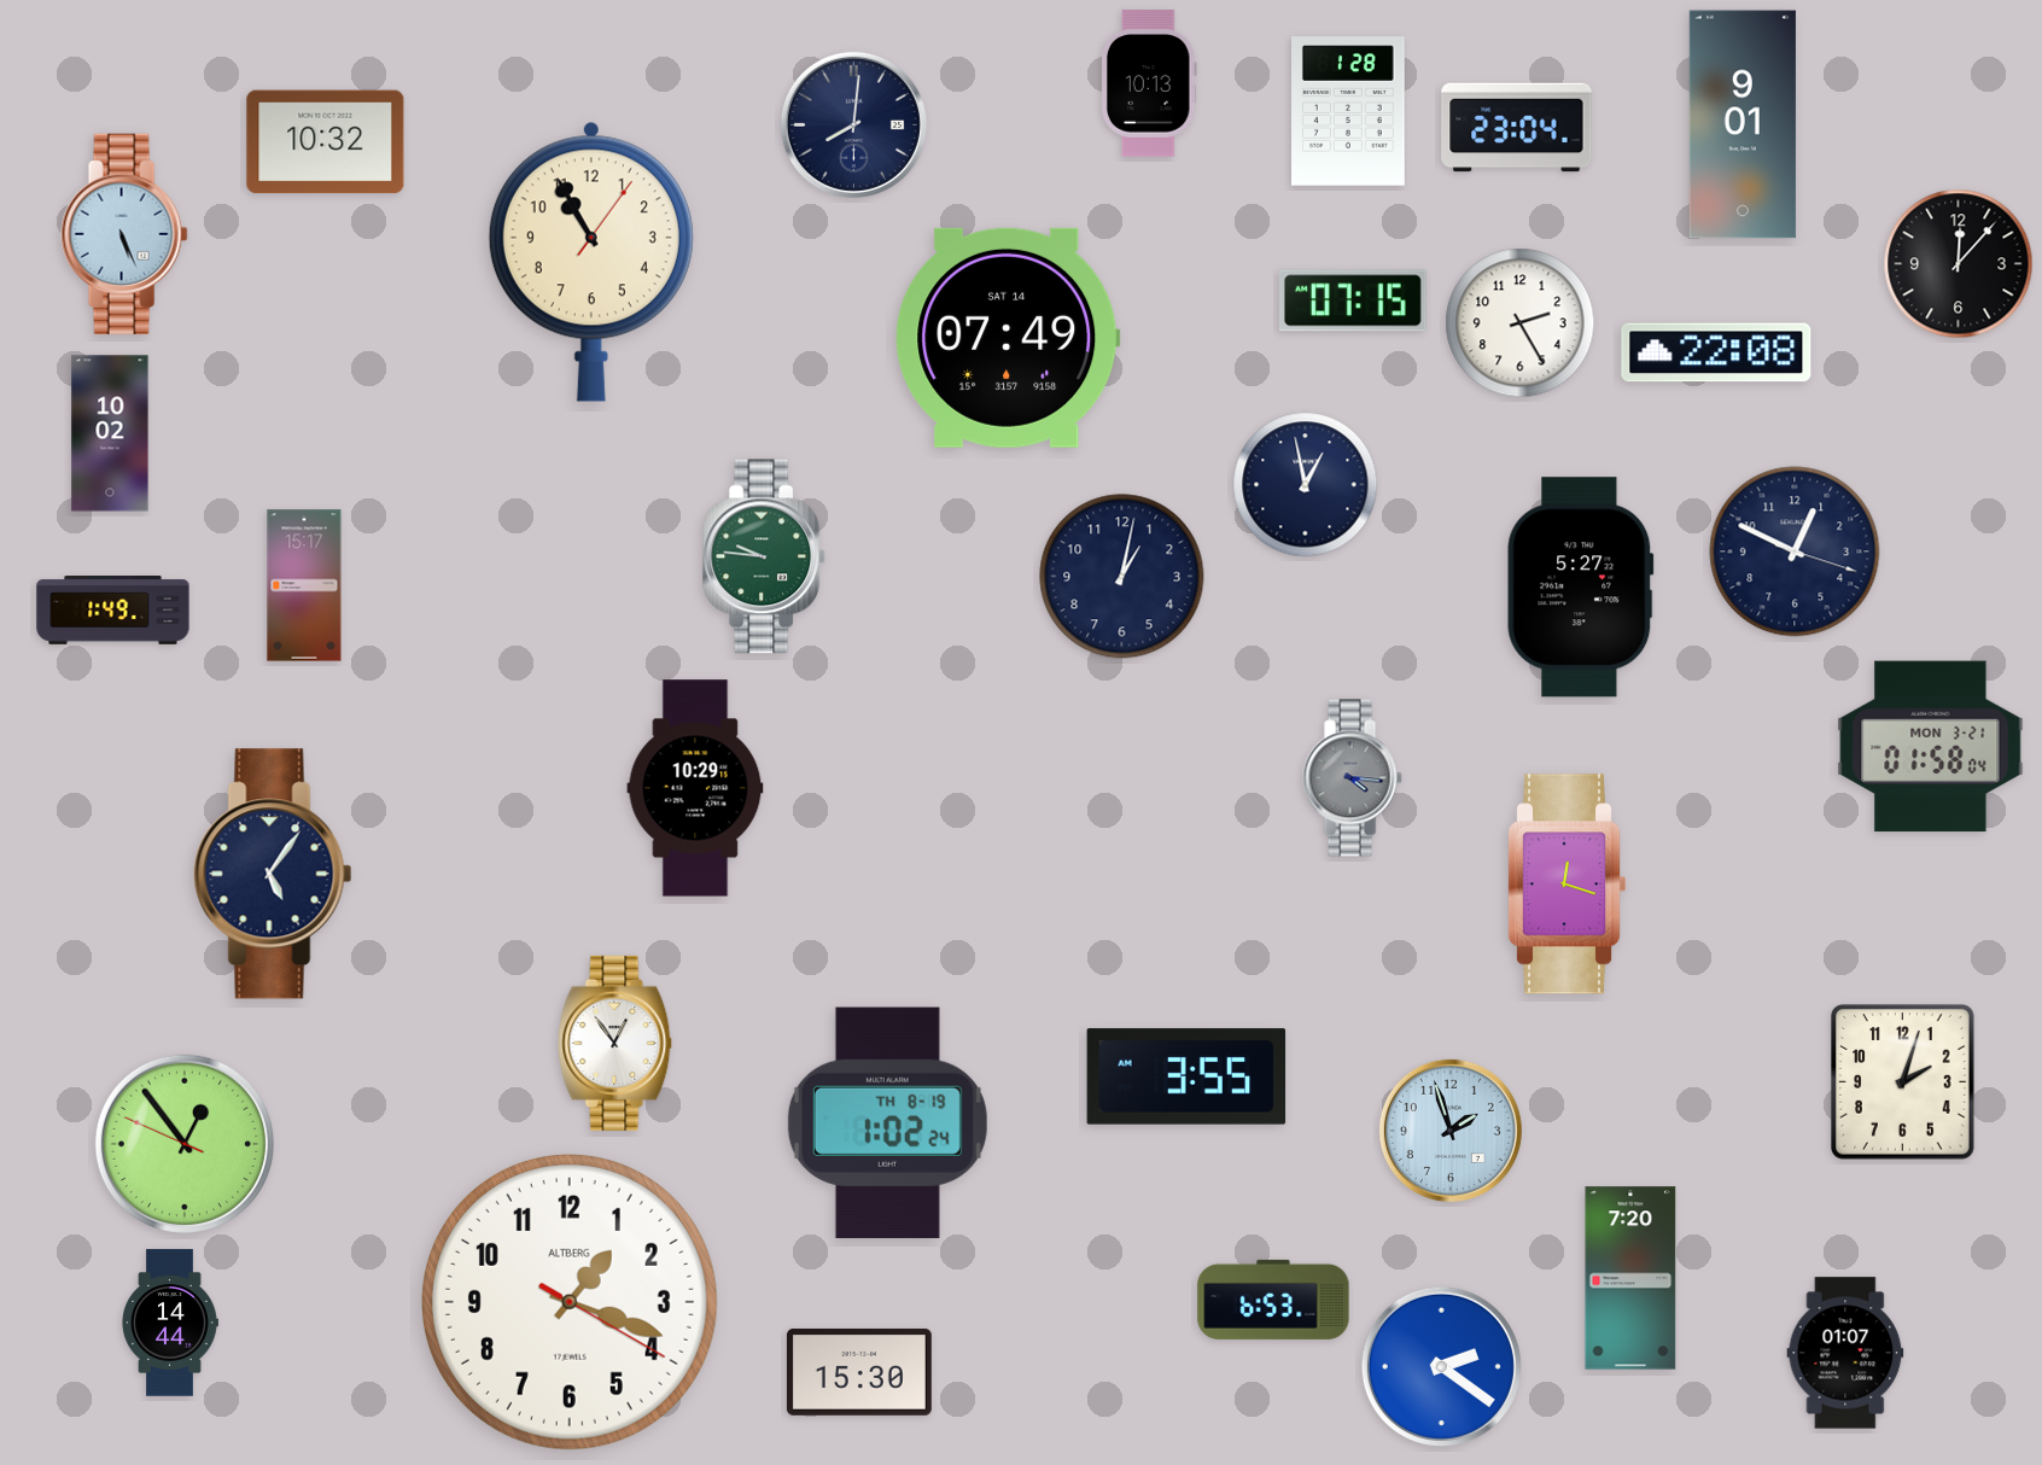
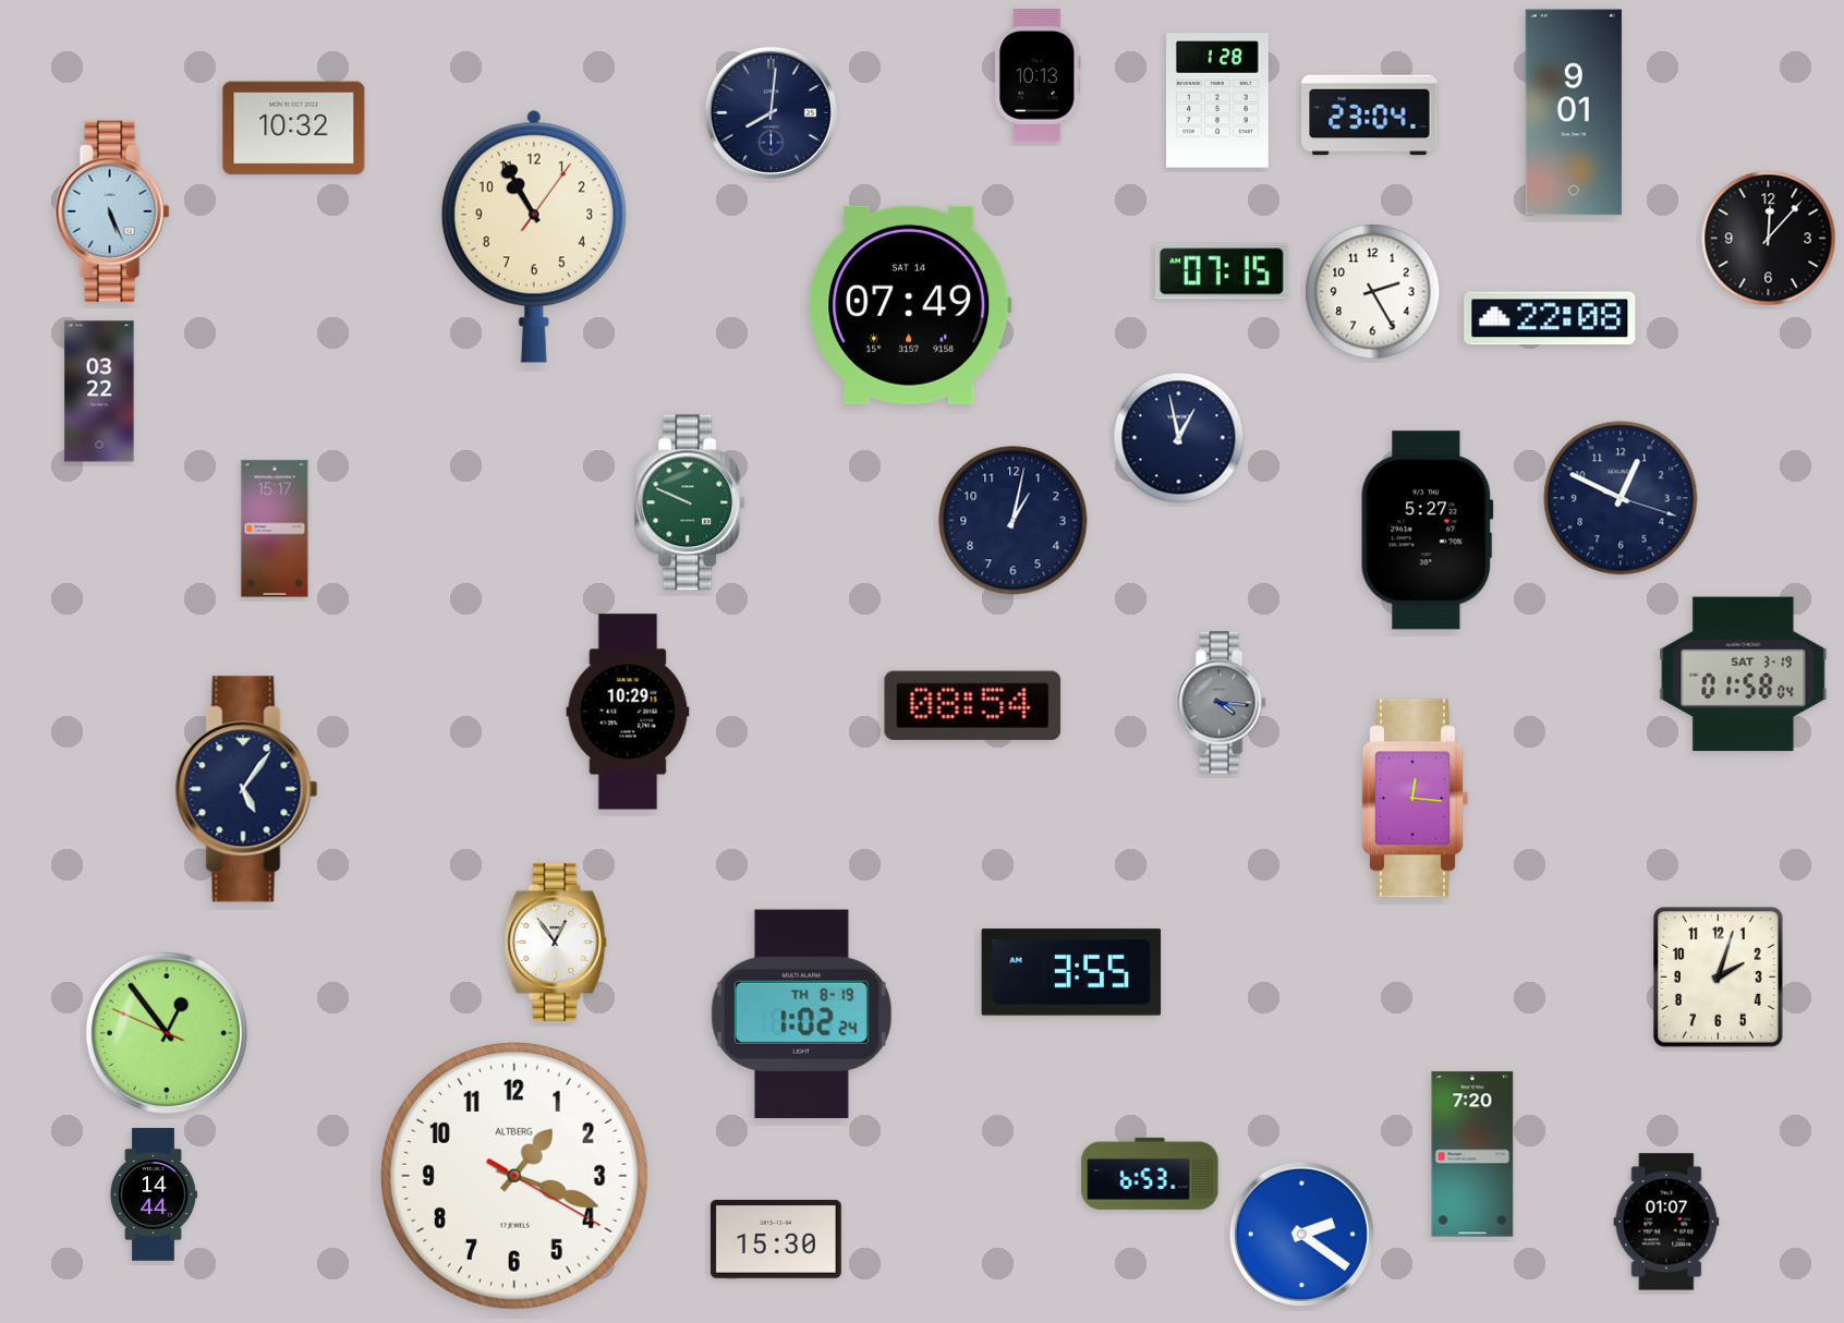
clock at (110, 433): 10:02 -> 03:22
clock at (765, 556): 9:46 -> 9:49
clock at (113, 611): 1:49 -> none
clock at (1931, 747) date: MON 3-21 -> SAT 3-19
clock at (973, 705): none -> 08:54
clock at (1568, 885): 12:18 -> 12:16
clock at (1451, 1131): 1:57 -> none
